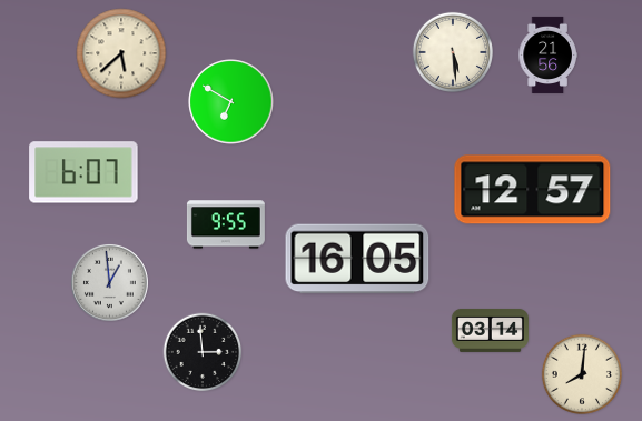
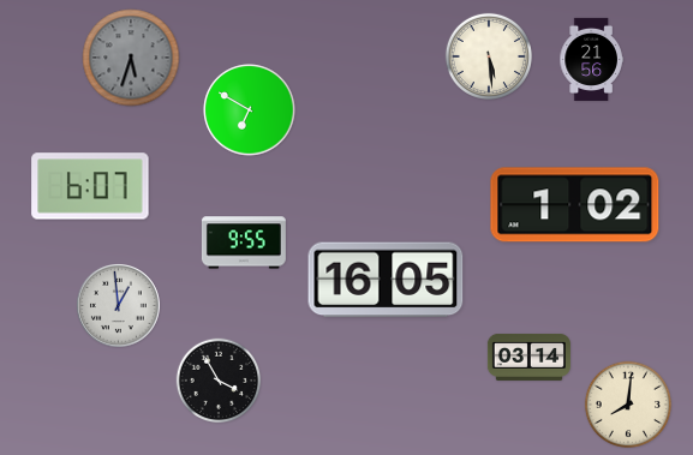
clock at (121, 53): 5:38 -> 5:33
clock at (121, 53) dial: cream -> grey
clock at (533, 190): 12:57 -> 1:02
clock at (203, 352): 2:59 -> 3:55
